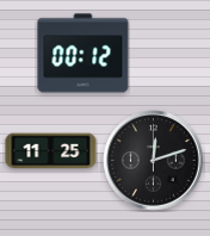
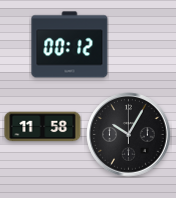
clock at (51, 151): 11:25 -> 11:58
clock at (154, 161): 12:12 -> 10:05
